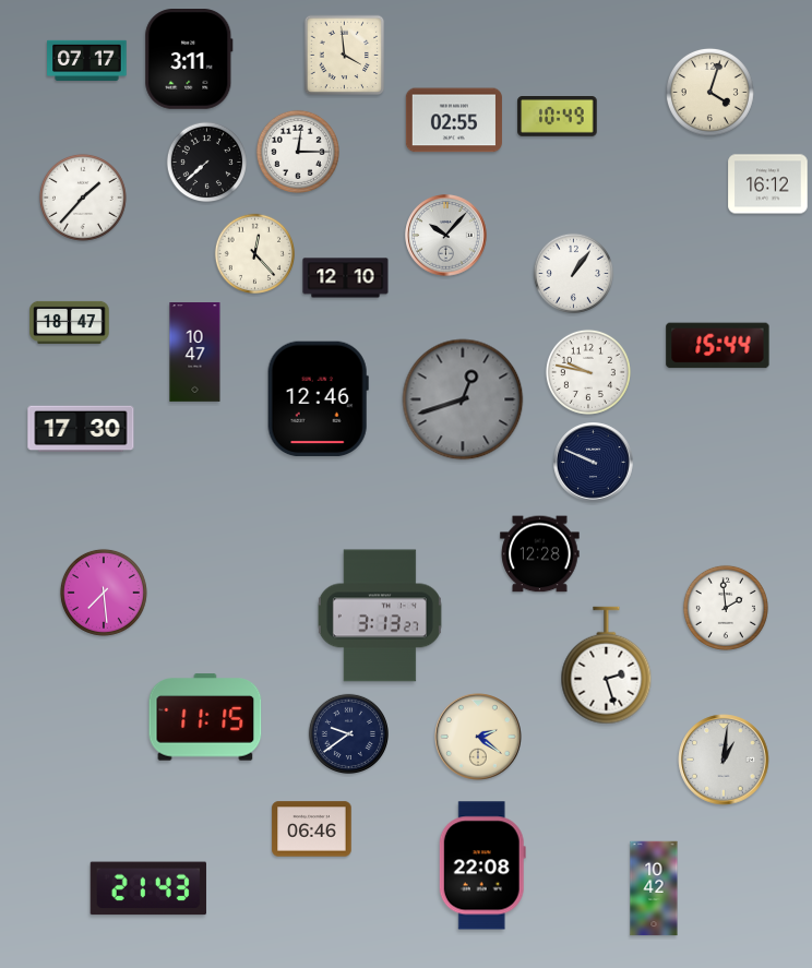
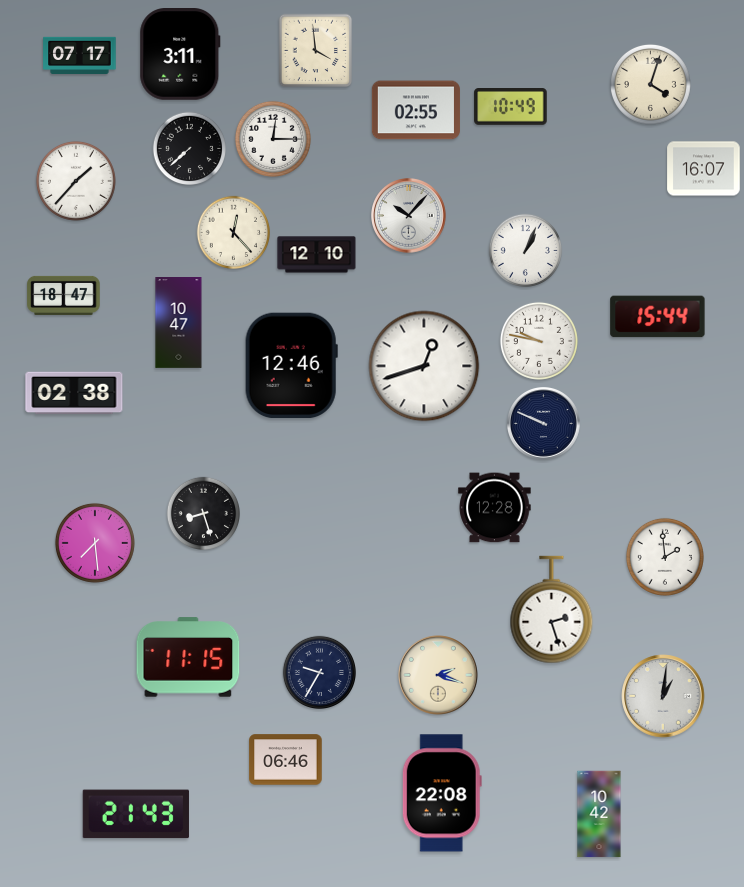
clock at (189, 60) position: (189, 60) -> (180, 55)
clock at (768, 184): 16:12 -> 16:07
clock at (573, 273): 1:06 -> 1:04
clock at (463, 399) dial: grey -> white
clock at (81, 429): 17:30 -> 02:38
clock at (203, 513): none -> 8:27
clock at (380, 616): 3:13 -> none
clock at (607, 666) position: (607, 666) -> (552, 610)
clock at (348, 733): 9:39 -> 9:35
clock at (478, 737): 2:21 -> 2:18
